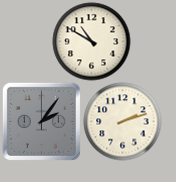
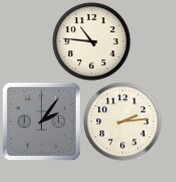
clock at (91, 41): 10:50 -> 10:46
clock at (122, 121): 2:12 -> 2:14
